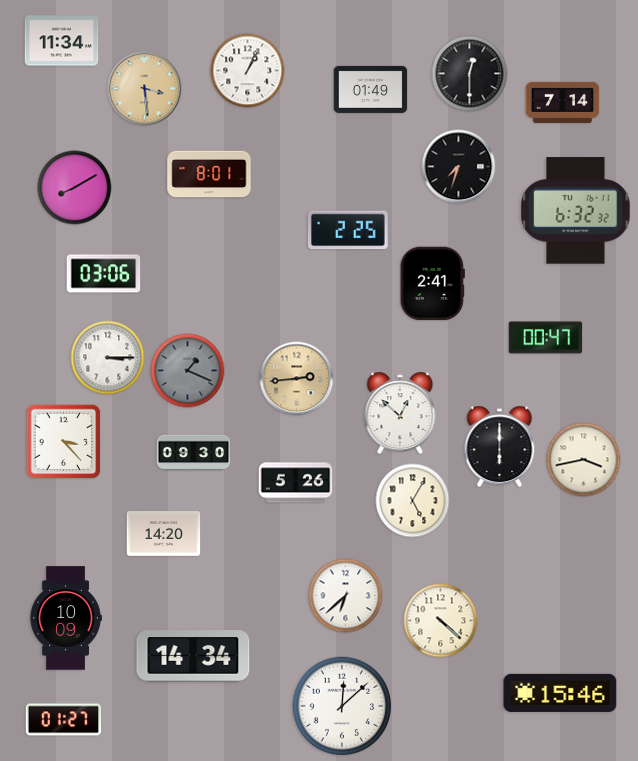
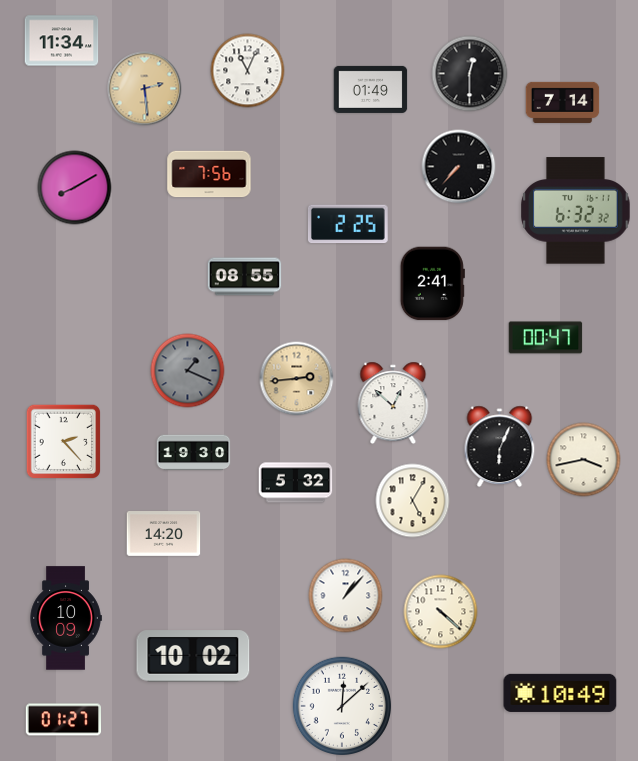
clock at (248, 71): 1:04 -> 11:04
clock at (145, 89): 3:29 -> 2:29
clock at (459, 167): 7:33 -> 7:37
clock at (209, 174): 8:01 -> 7:56
clock at (349, 230) position: (349, 230) -> (349, 224)
clock at (104, 274): 03:06 -> none
clock at (245, 277): none -> 08:55
clock at (108, 358): 3:15 -> none
clock at (400, 413) position: (400, 413) -> (393, 403)
clock at (64, 442): 3:23 -> 2:23
clock at (500, 447): 6:00 -> 6:04
clock at (194, 453): 09:30 -> 19:30
clock at (296, 483): 5:26 -> 5:32
clock at (346, 596): 6:38 -> 1:07
clock at (441, 621) position: (441, 621) -> (441, 612)
clock at (193, 656): 14:34 -> 10:02
clock at (560, 693): 15:46 -> 10:49
